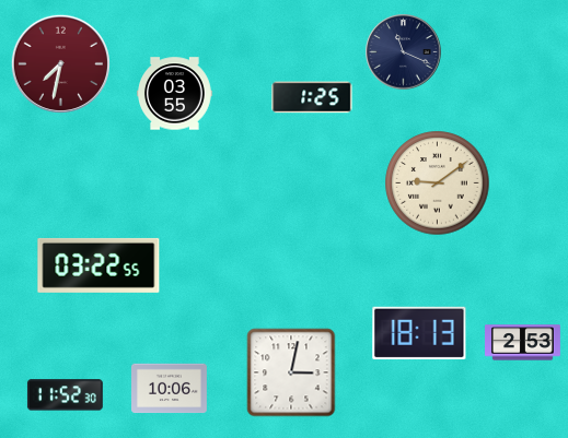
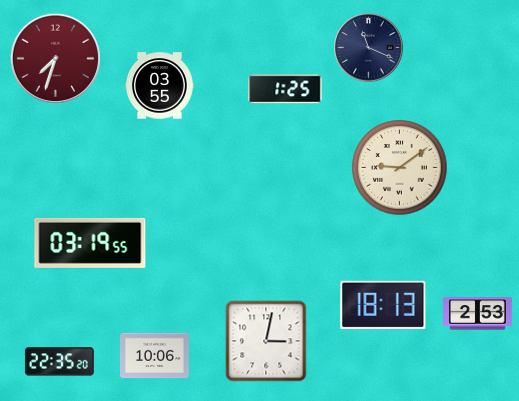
clock at (60, 63): 7:32 -> 7:33
clock at (98, 265): 03:22 -> 03:19
clock at (65, 395): 11:52 -> 22:35
